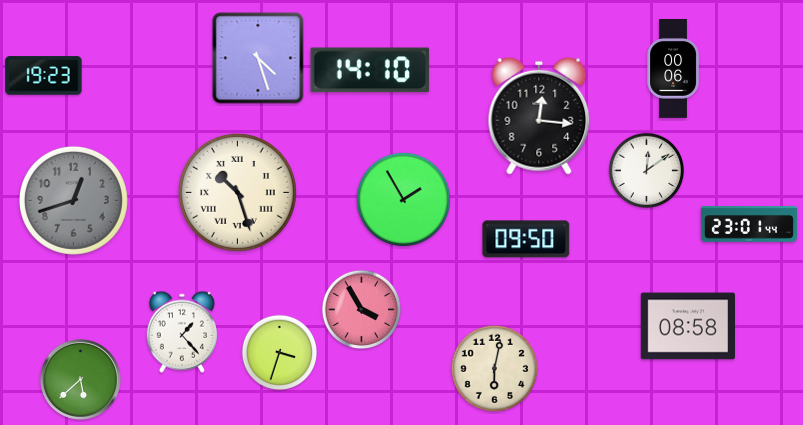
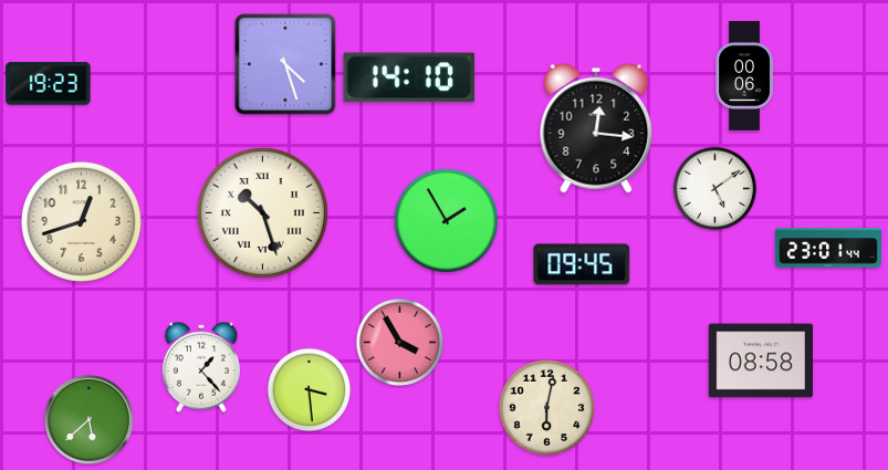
clock at (647, 171): 12:09 -> 5:09
clock at (73, 200) dial: grey -> cream
clock at (526, 239): 09:50 -> 09:45
clock at (280, 353): 3:33 -> 3:29
